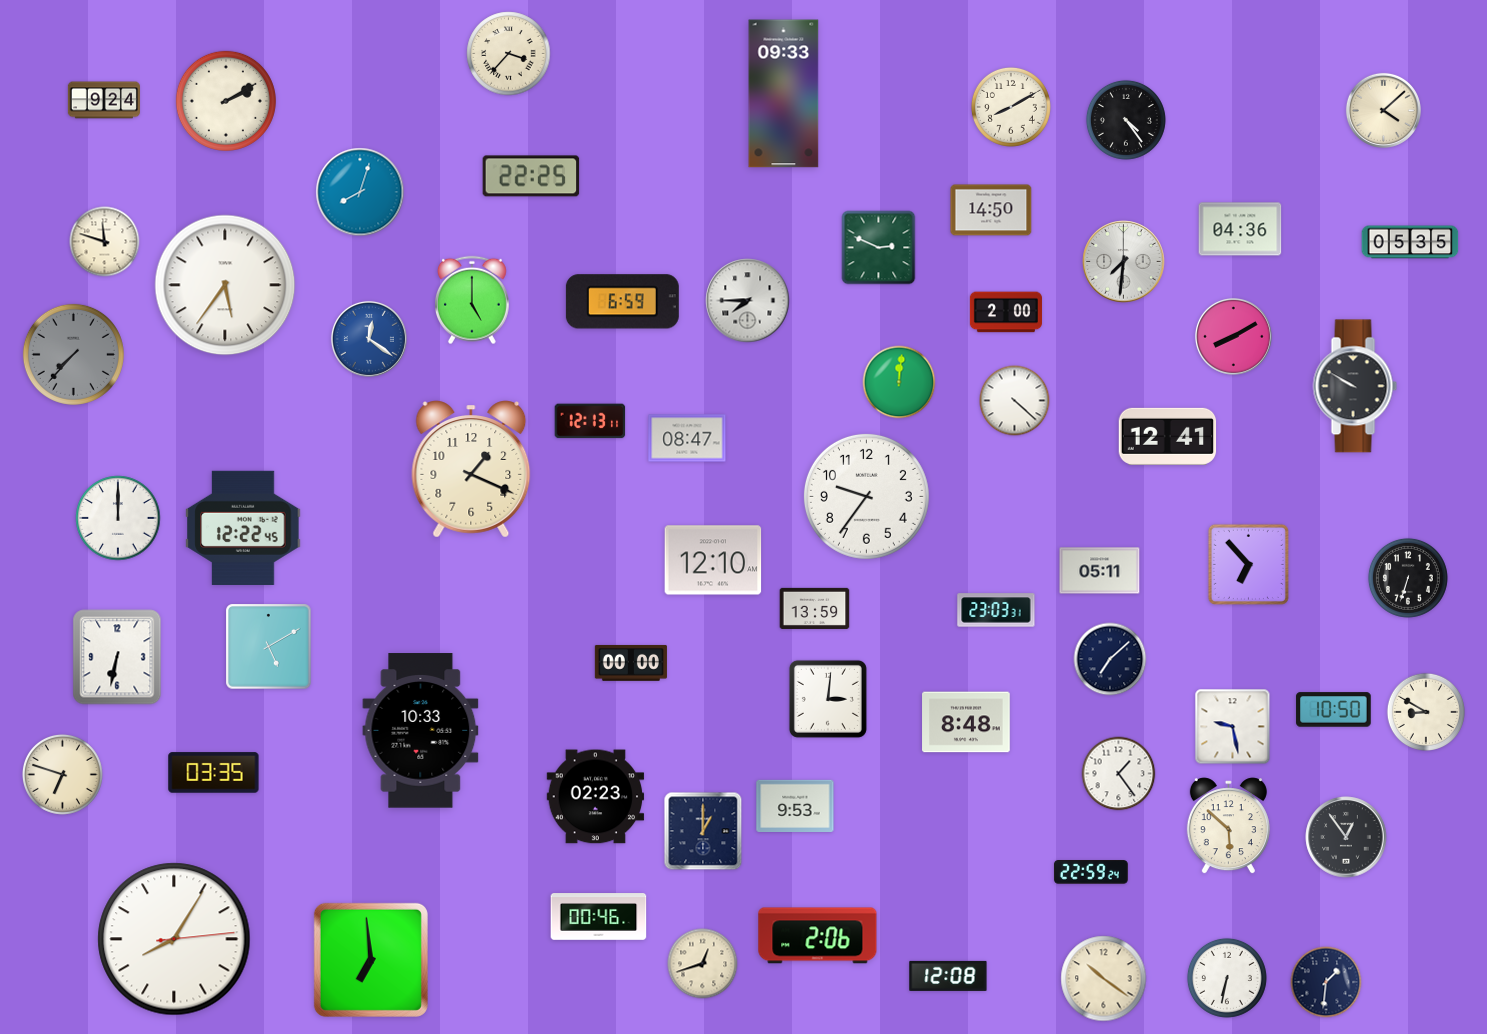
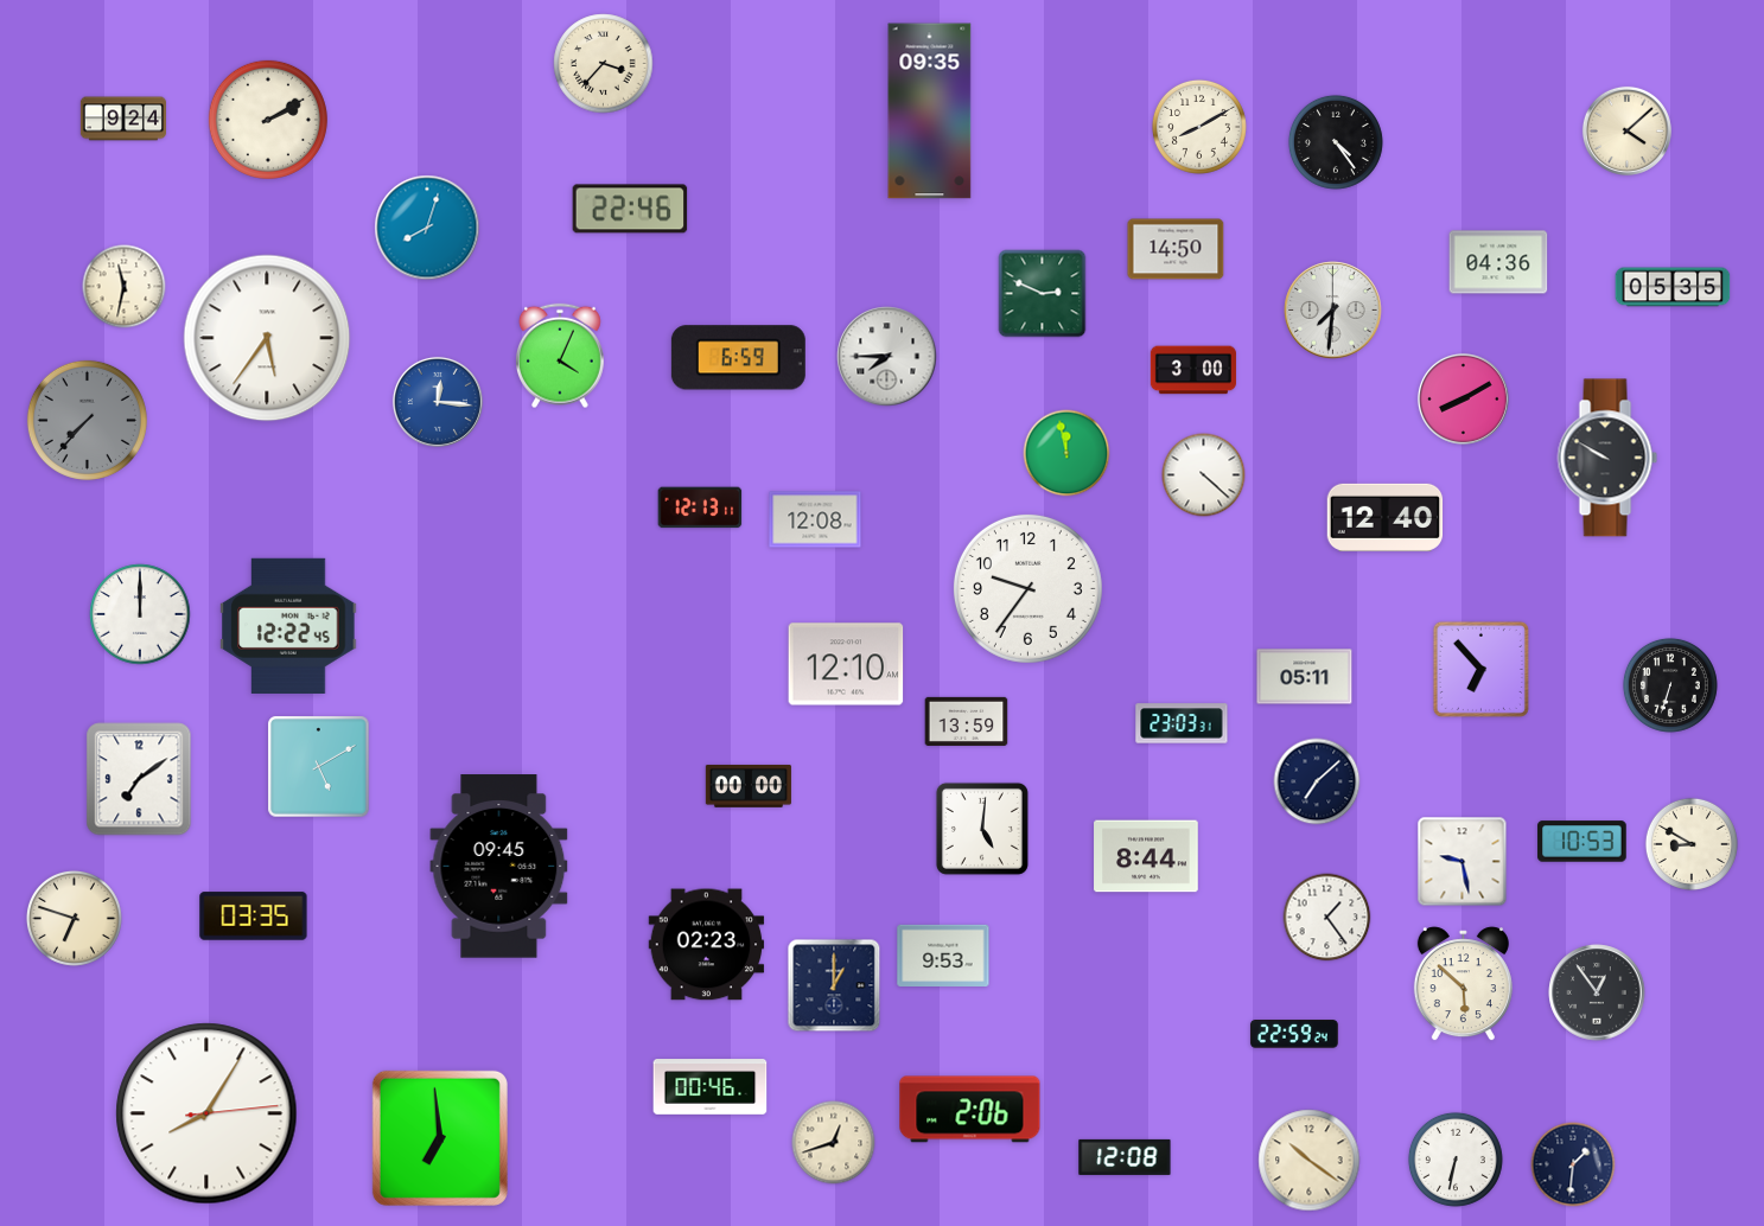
clock at (784, 94): 09:33 -> 09:35
clock at (1383, 110) position: (1383, 110) -> (1626, 130)
clock at (531, 176): 22:25 -> 22:46
clock at (1240, 229) position: (1240, 229) -> (1498, 262)
clock at (105, 242): 11:48 -> 11:32
clock at (472, 300): 5:00 -> 4:04
clock at (1006, 312): 2:00 -> 3:00
clock at (369, 339): 12:21 -> 12:16
clock at (899, 382): 12:01 -> 11:58
clock at (590, 421) position: (590, 421) -> (700, 507)
clock at (1168, 436): 12:41 -> 12:40
clock at (687, 438): 08:47 -> 12:08
clock at (471, 469): 1:19 -> none
clock at (117, 657): 6:32 -> 7:09
clock at (828, 699): 3:01 -> 5:01
clock at (1334, 710): 10:50 -> 10:53
clock at (966, 722): 8:48 -> 8:44
clock at (421, 731): 10:33 -> 09:45
clock at (1228, 826) position: (1228, 826) -> (1463, 984)
